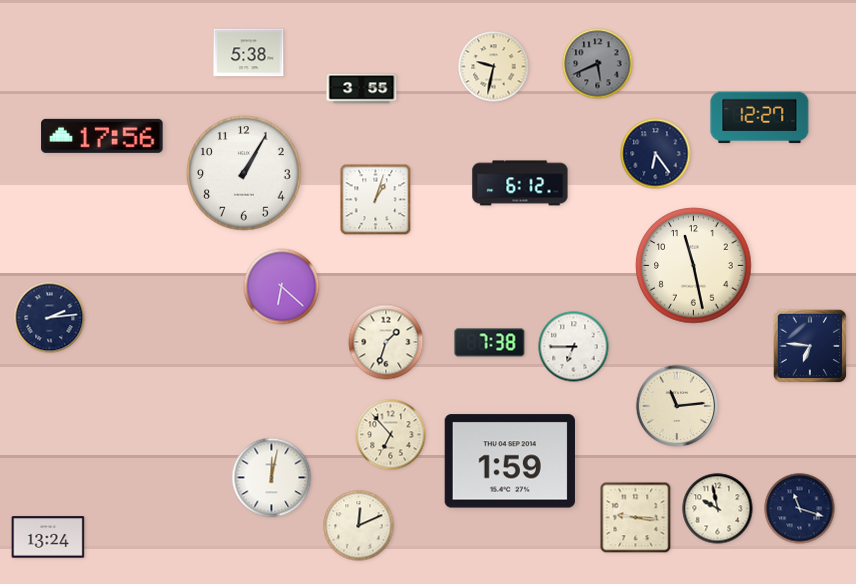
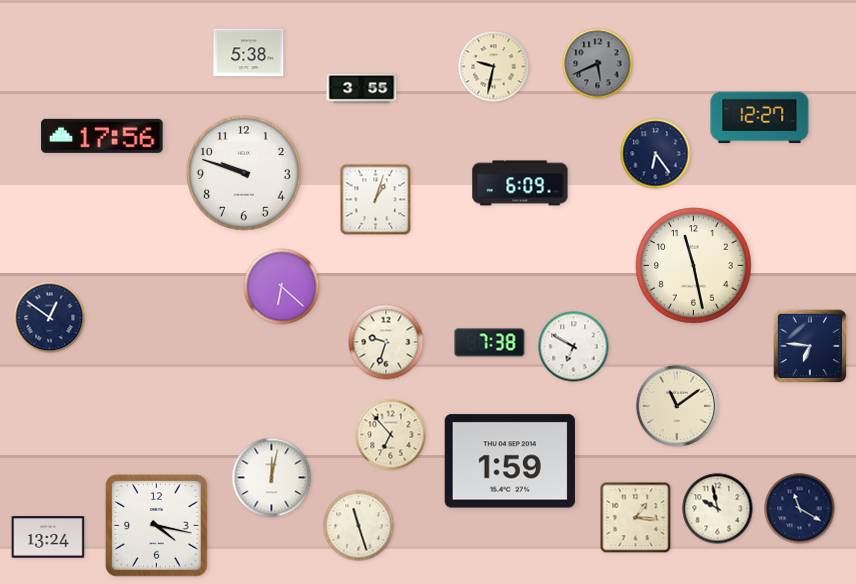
clock at (244, 173): 1:05 -> 9:48
clock at (520, 183): 6:12 -> 6:09
clock at (50, 318): 2:14 -> 12:51
clock at (386, 342): 1:33 -> 9:33
clock at (574, 347): 6:45 -> 6:50
clock at (676, 406): 11:14 -> 11:09
clock at (800, 509): 11:18 -> 11:20
clock at (636, 518): 9:16 -> 1:16
clock at (157, 526): none -> 4:17
clock at (359, 526): 12:11 -> 11:27
